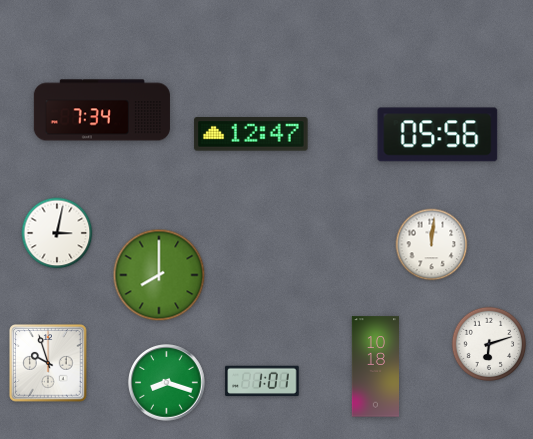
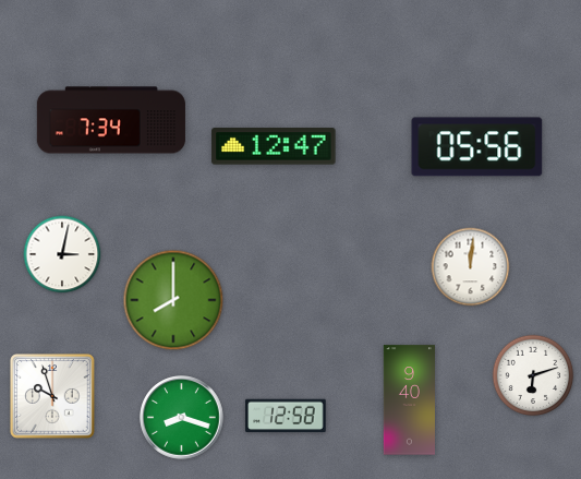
clock at (375, 367): 10:18 -> 9:40
clock at (262, 381): 1:01 -> 12:58
